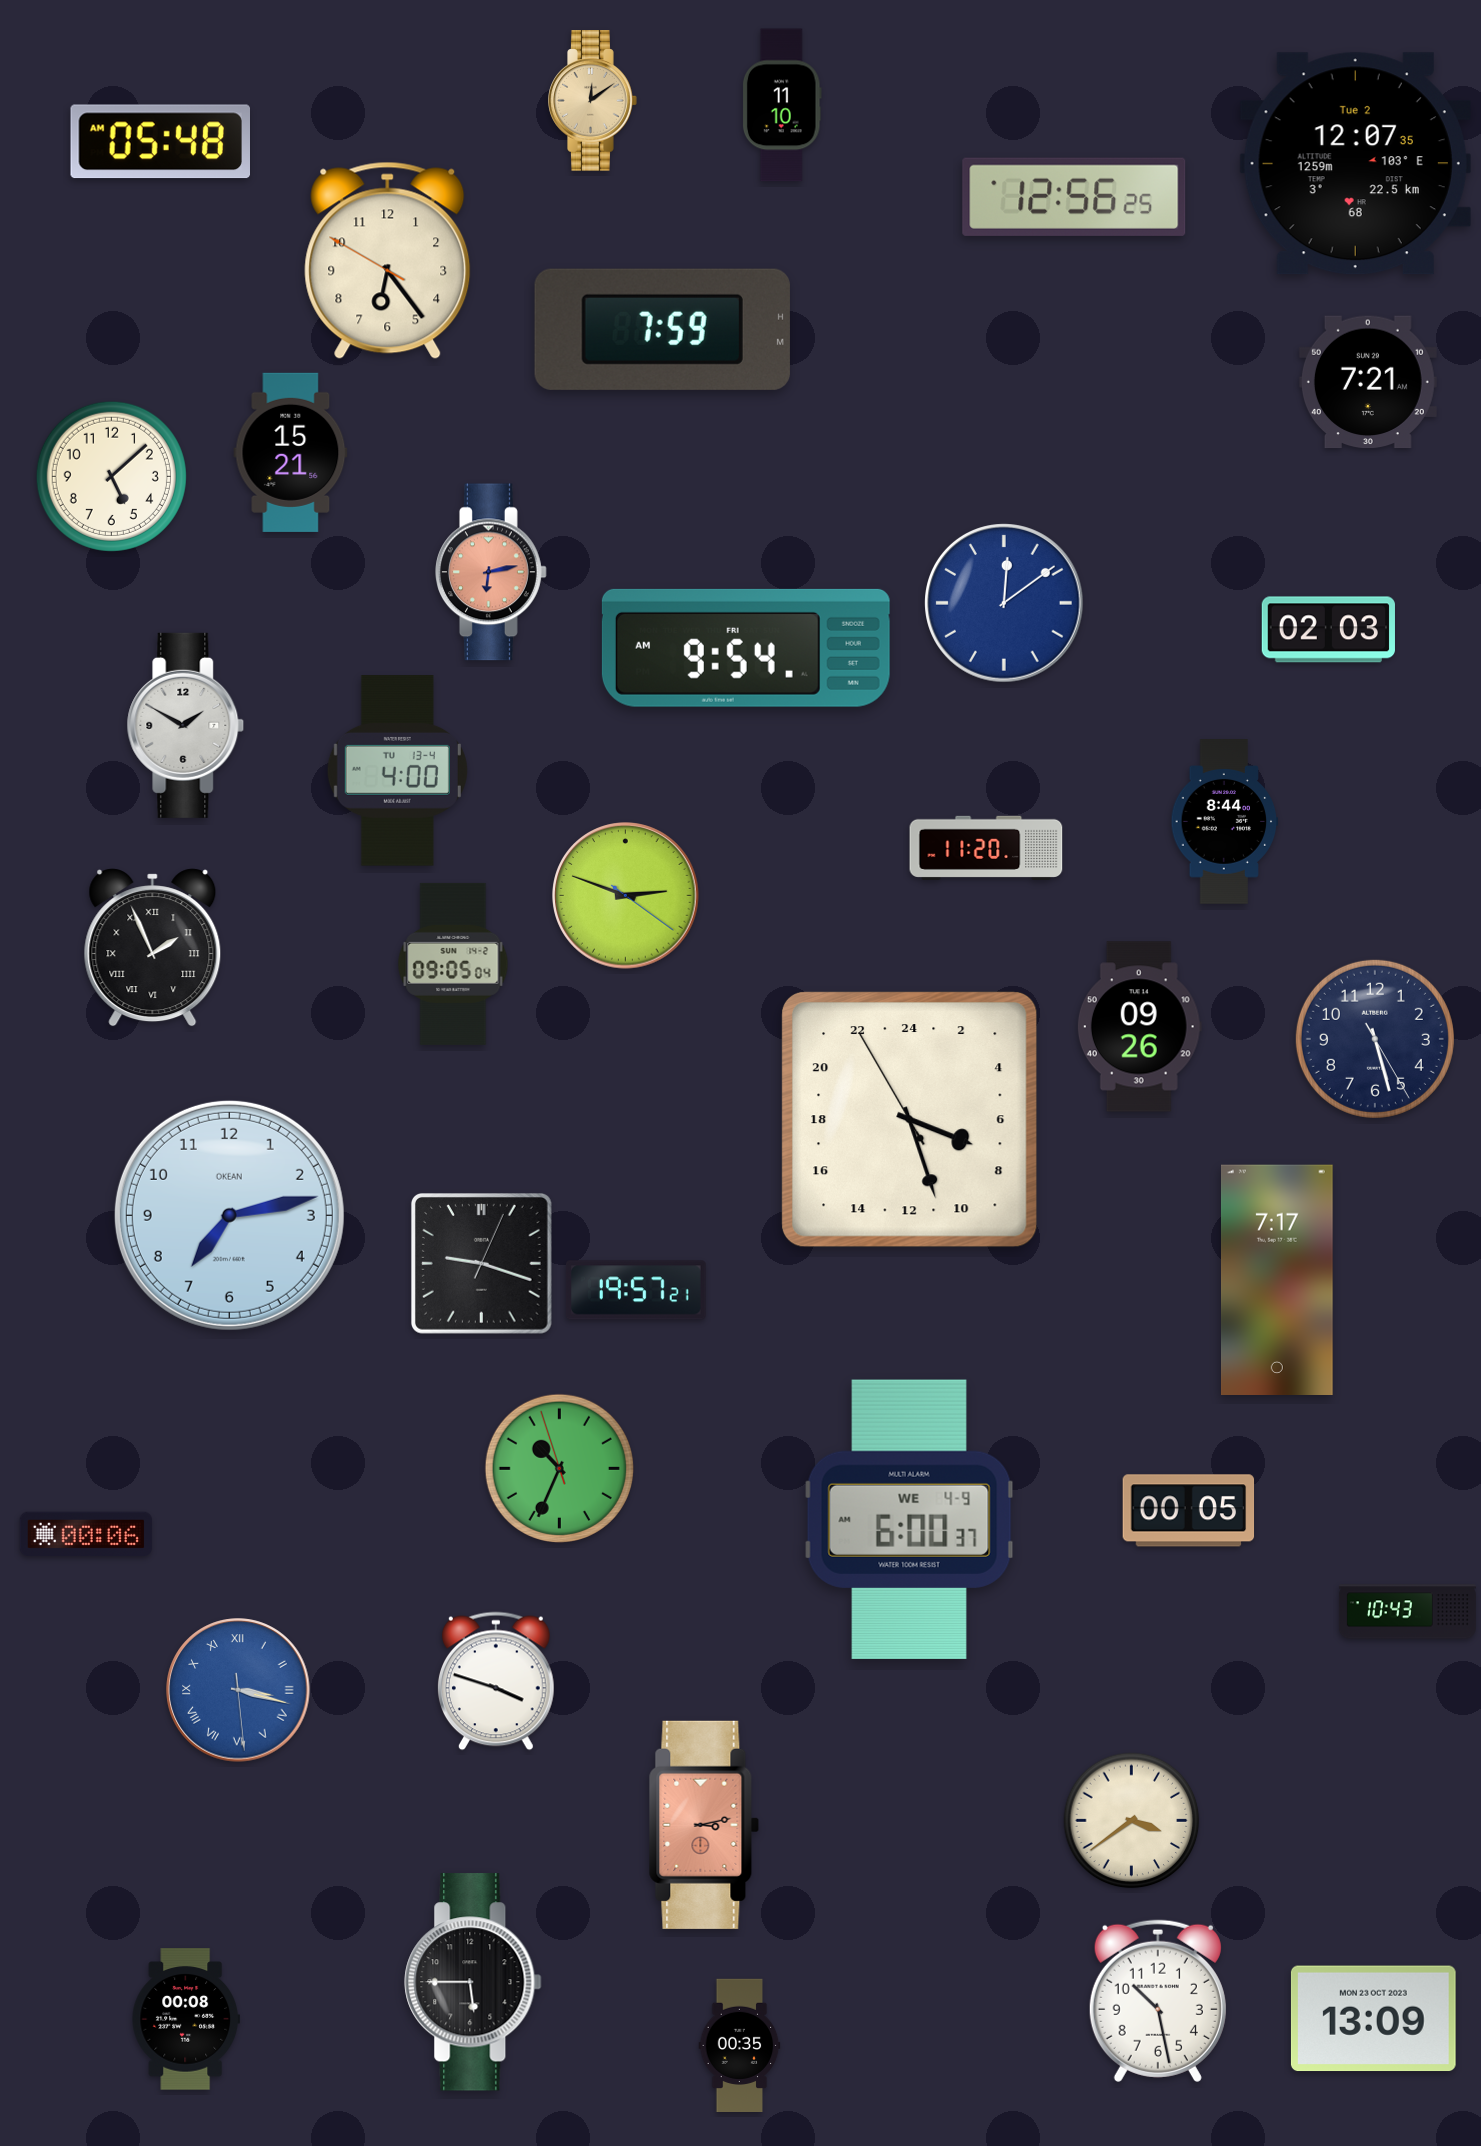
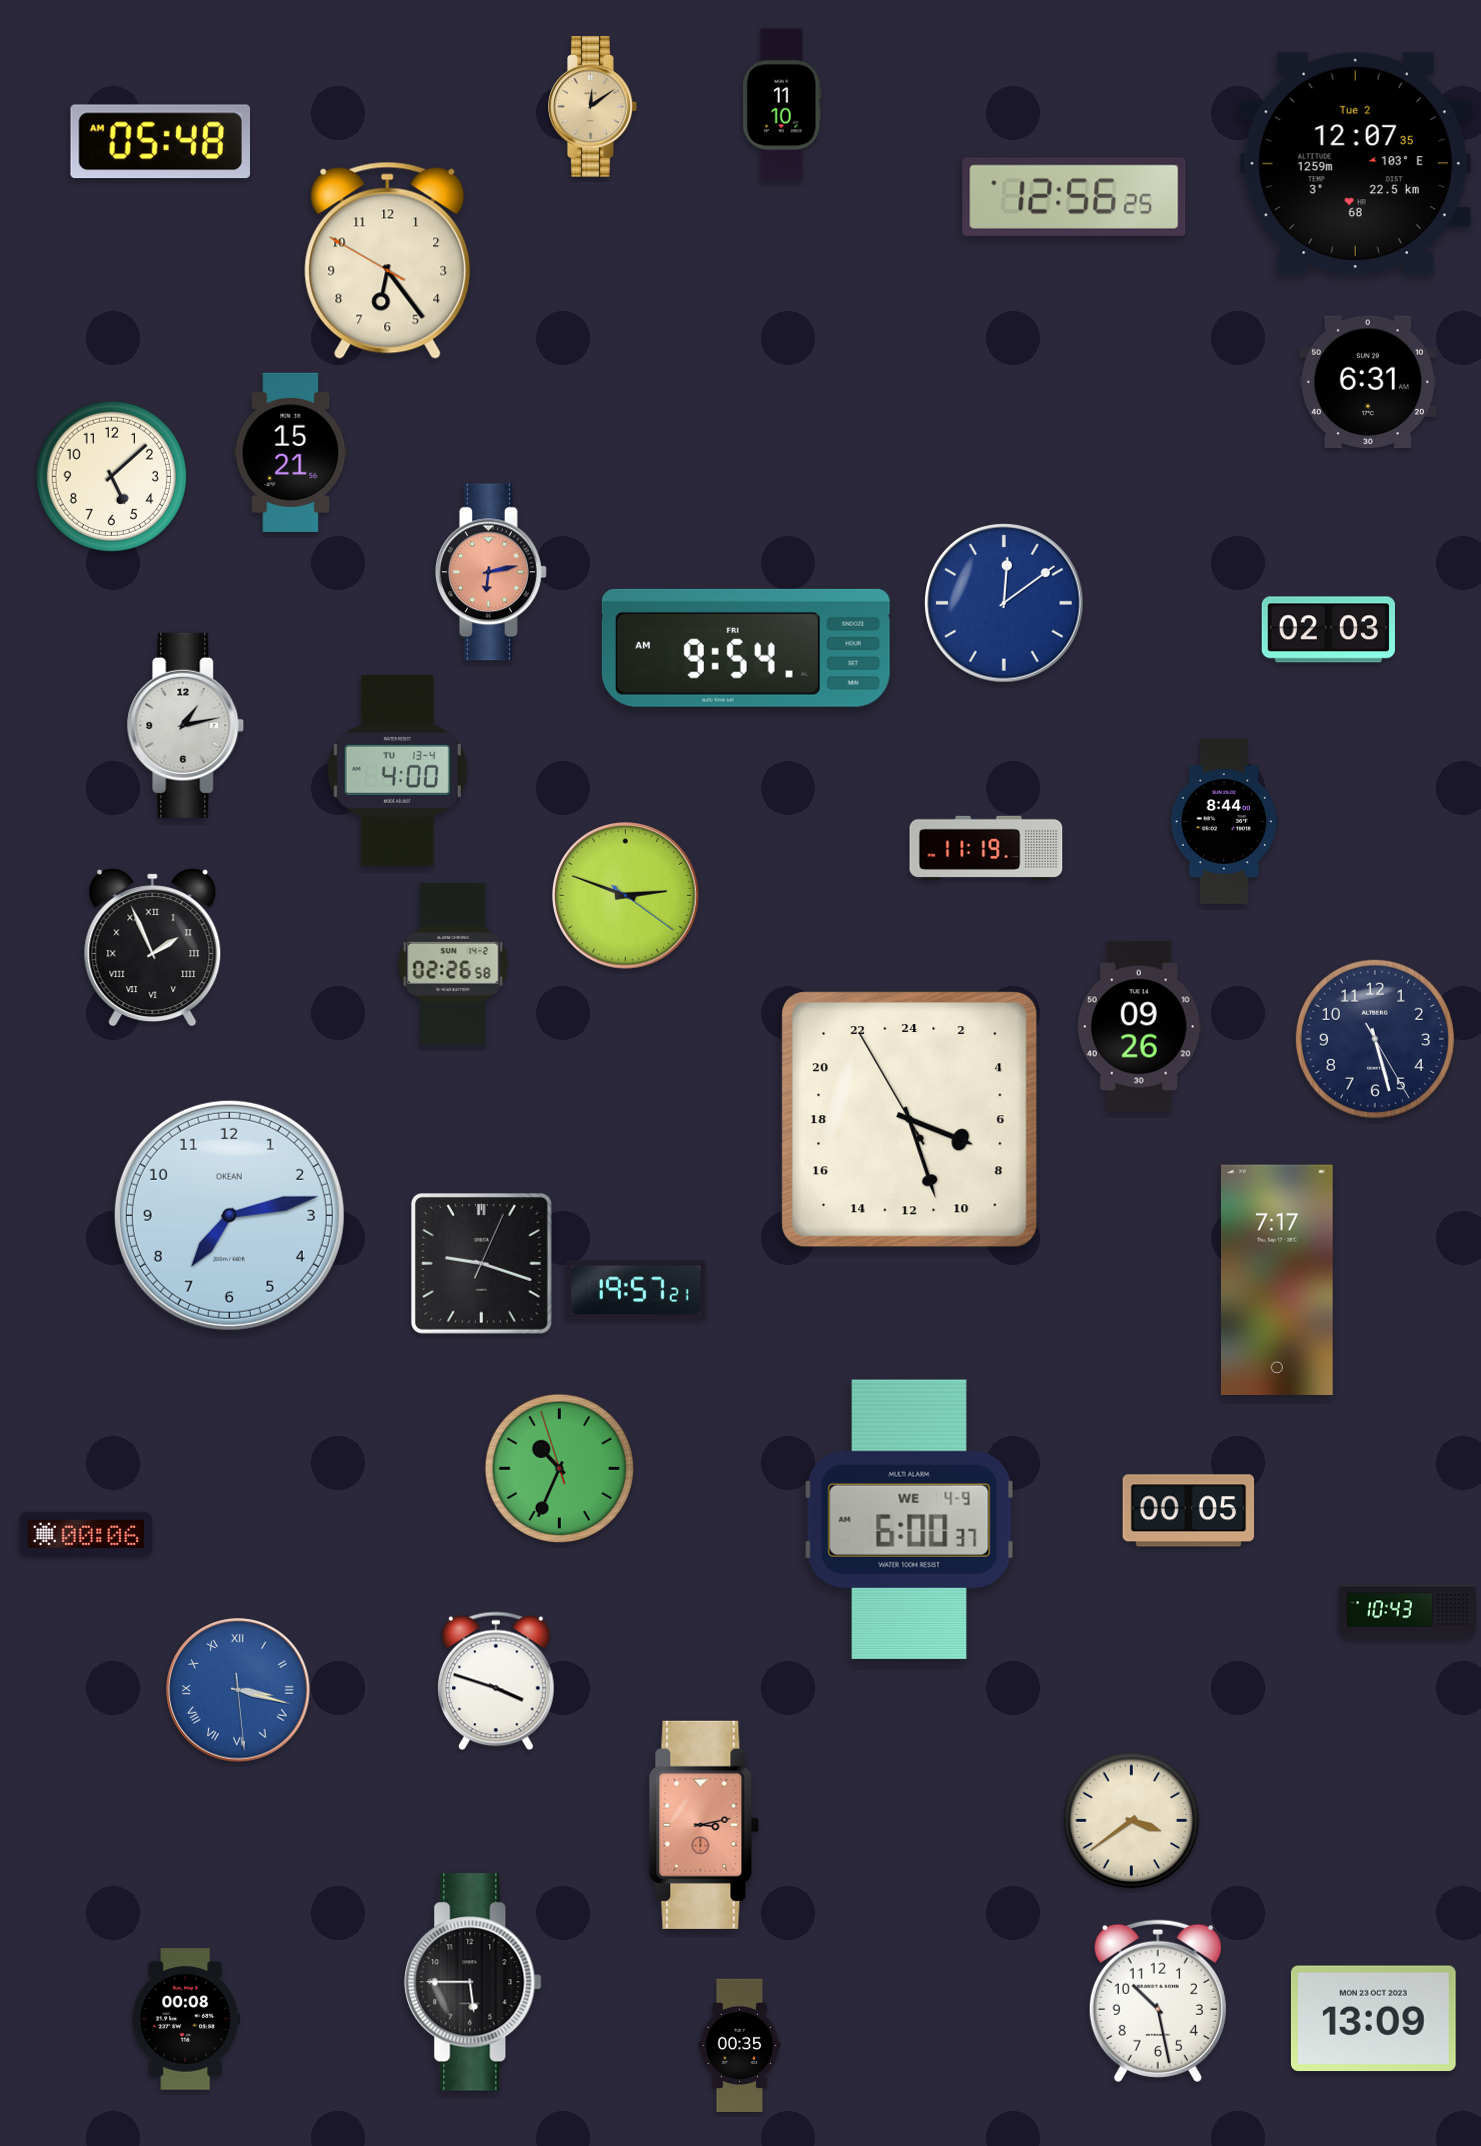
clock at (593, 101) position: (593, 101) -> (593, 107)
clock at (662, 329): 7:59 -> none
clock at (1368, 382): 7:21 -> 6:31
clock at (186, 725): 1:50 -> 1:13
clock at (986, 848): 11:20 -> 11:19
clock at (453, 964): 09:05 -> 02:26
